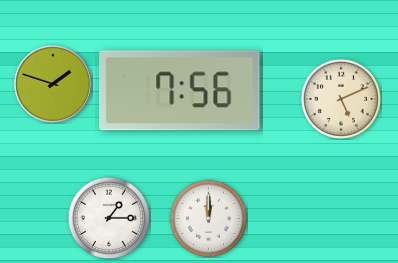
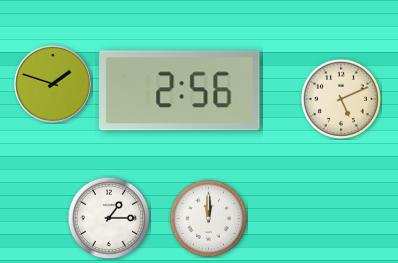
clock at (180, 91): 7:56 -> 2:56
